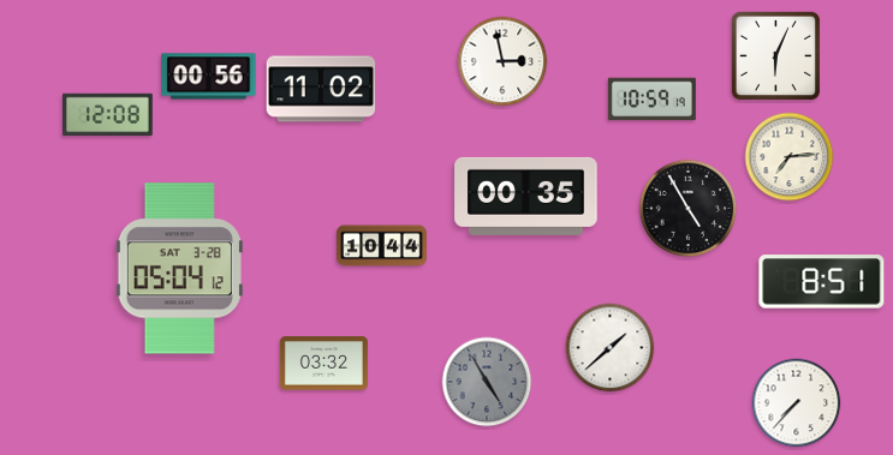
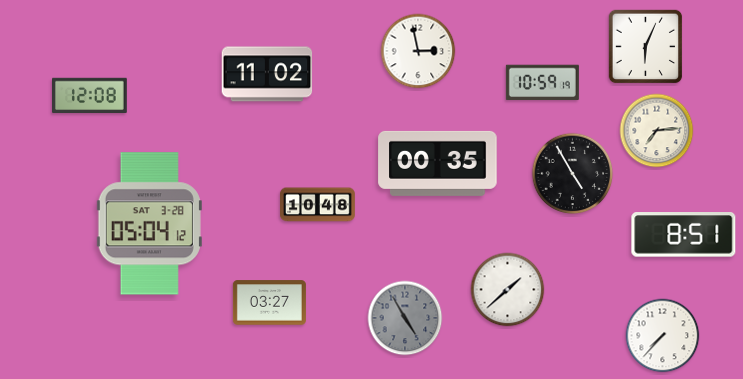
clock at (209, 77): 00:56 -> none
clock at (382, 246): 10:44 -> 10:48
clock at (323, 364): 03:32 -> 03:27
